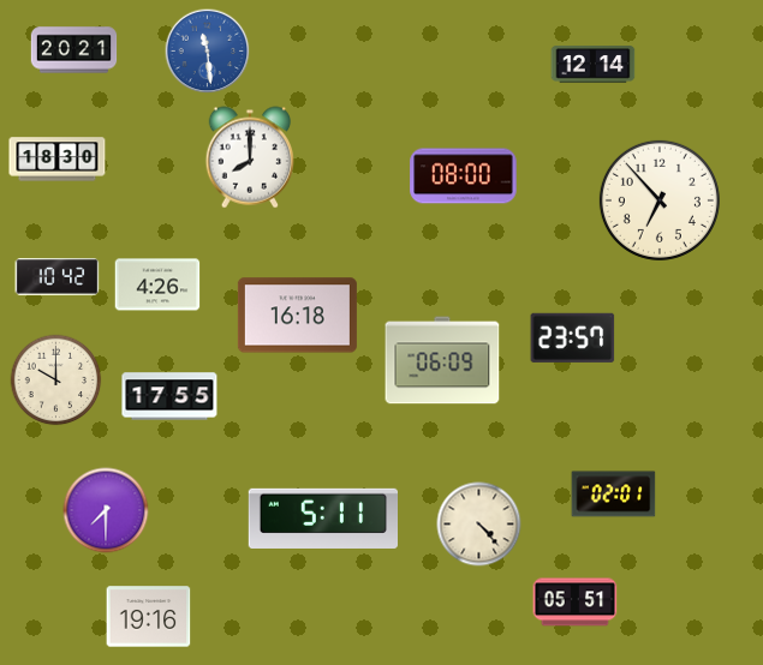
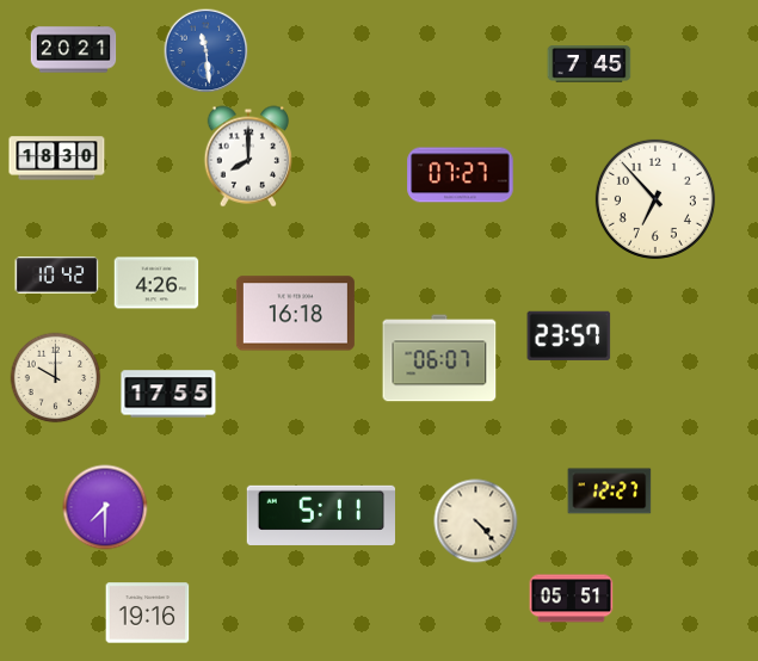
clock at (594, 65): 12:14 -> 7:45
clock at (464, 176): 08:00 -> 07:27
clock at (442, 360): 06:09 -> 06:07
clock at (614, 495): 02:01 -> 12:27
